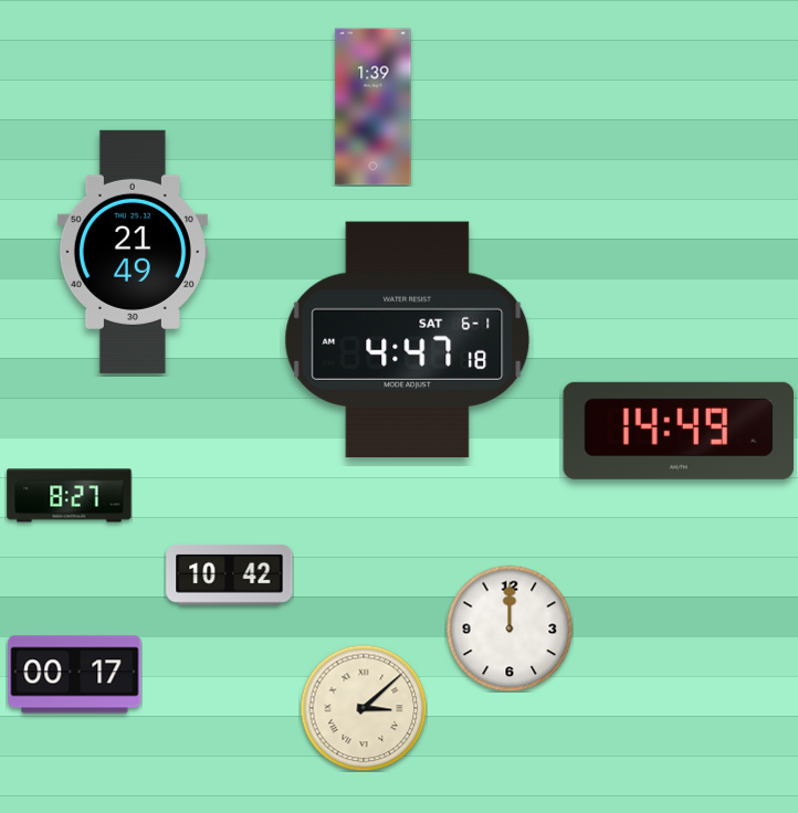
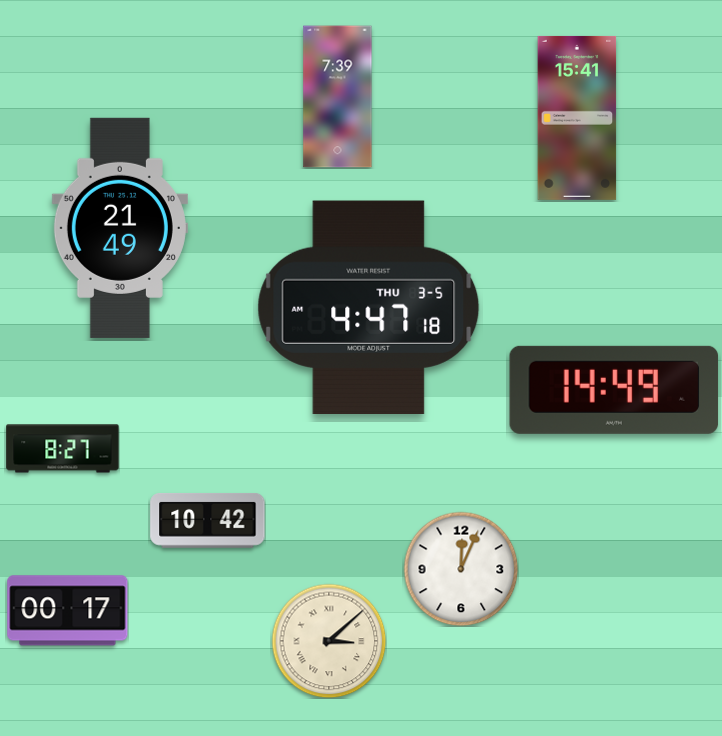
clock at (374, 107): 1:39 -> 7:39
clock at (577, 118): none -> 15:41
clock at (408, 339) date: SAT 6-1 -> THU 3-5
clock at (510, 629): 12:00 -> 12:04
